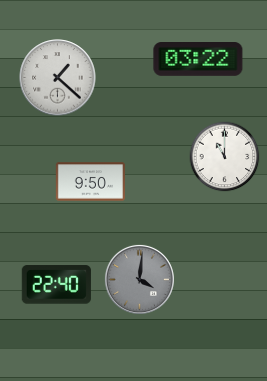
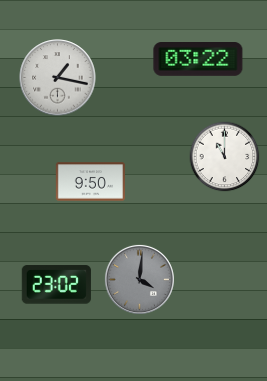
clock at (58, 78): 1:22 -> 1:17
clock at (56, 285): 22:40 -> 23:02
